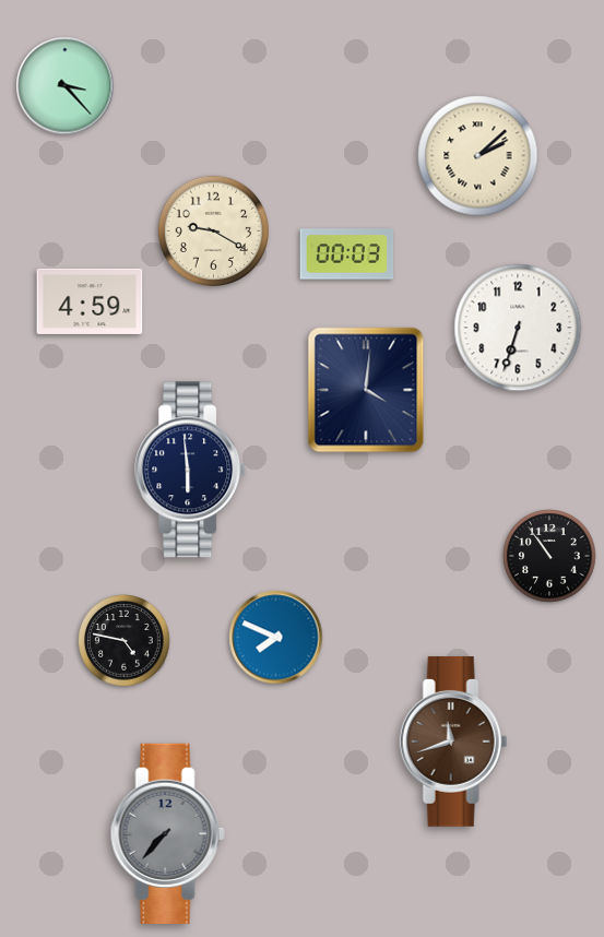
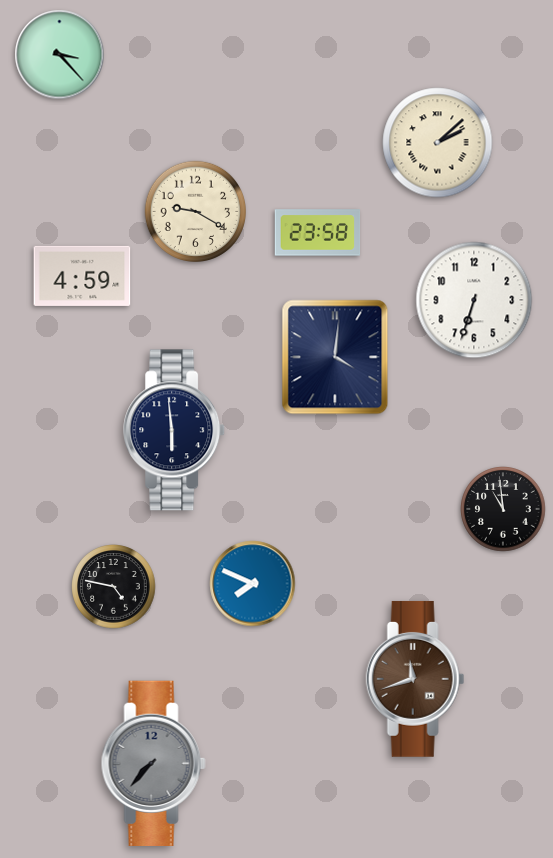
clock at (66, 86) position: (66, 86) -> (60, 55)
clock at (347, 254): 00:03 -> 23:58
clock at (549, 556): 10:54 -> 10:59
